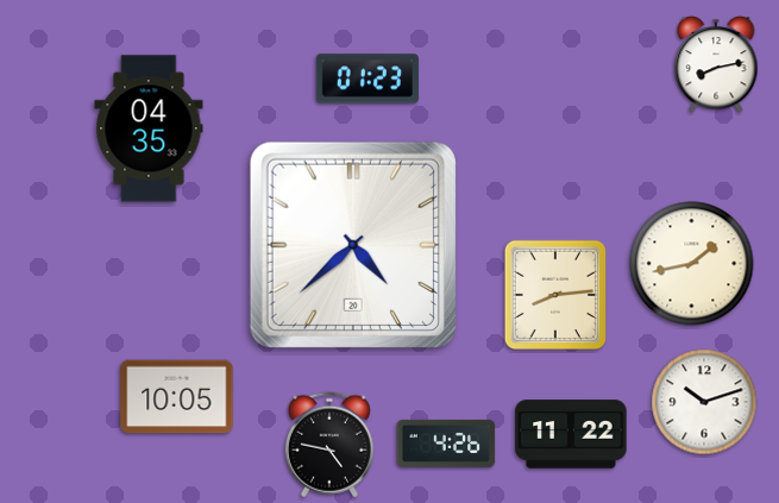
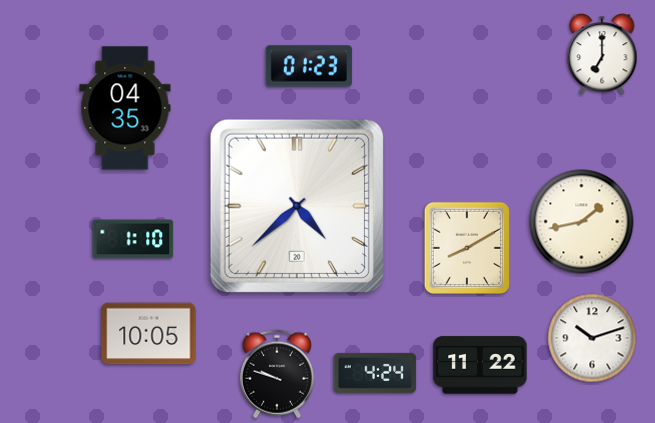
clock at (716, 64): 8:13 -> 7:00
clock at (133, 239): none -> 1:10
clock at (554, 294): 8:14 -> 8:10
clock at (446, 444): 4:26 -> 4:24
clock at (329, 445): 4:47 -> 9:48
